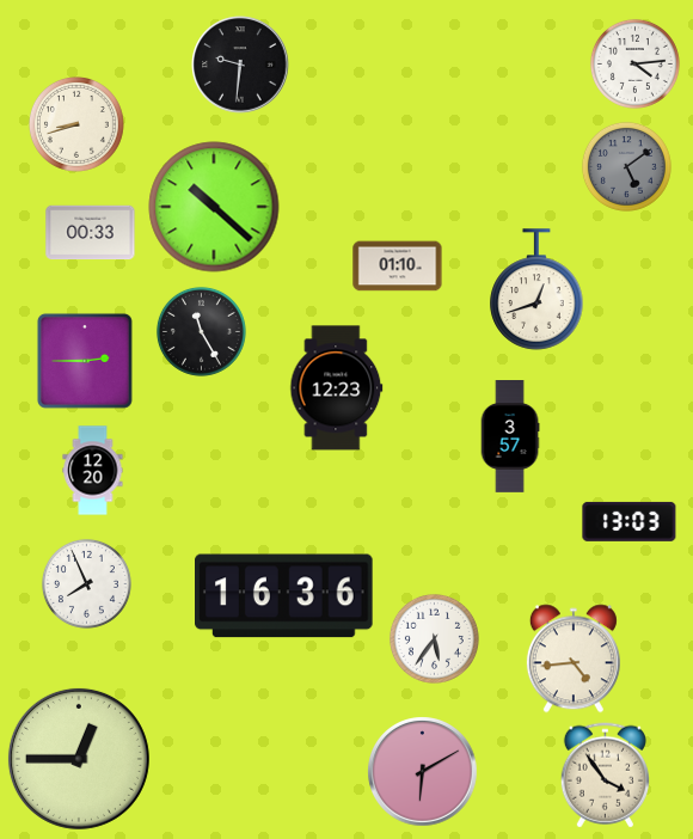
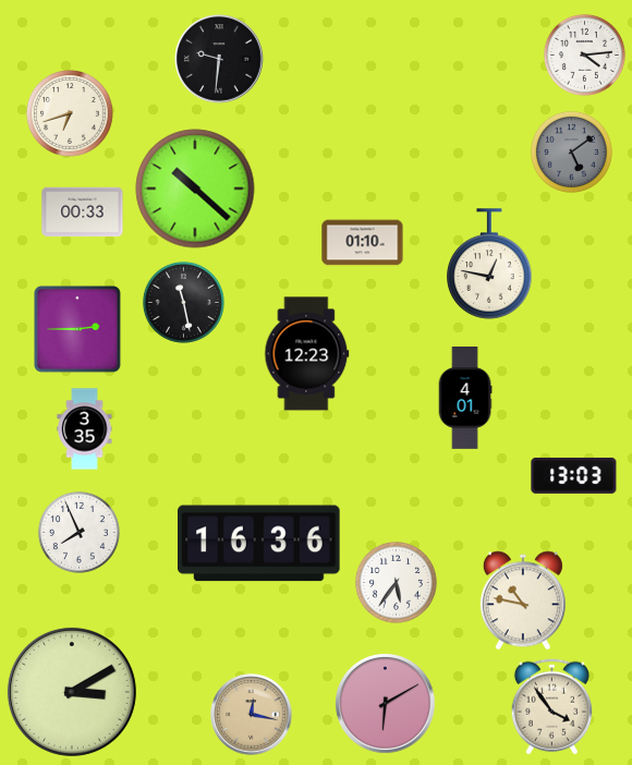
clock at (634, 63) position: (634, 63) -> (584, 54)
clock at (76, 124): 8:42 -> 6:42
clock at (536, 289): 12:42 -> 12:47
clock at (201, 331): 11:25 -> 11:28
clock at (510, 436): 3:57 -> 4:01
clock at (93, 471): 12:20 -> 3:35
clock at (574, 659): 4:44 -> 10:47
clock at (79, 759): 12:45 -> 3:10
clock at (252, 715): none -> 12:17
